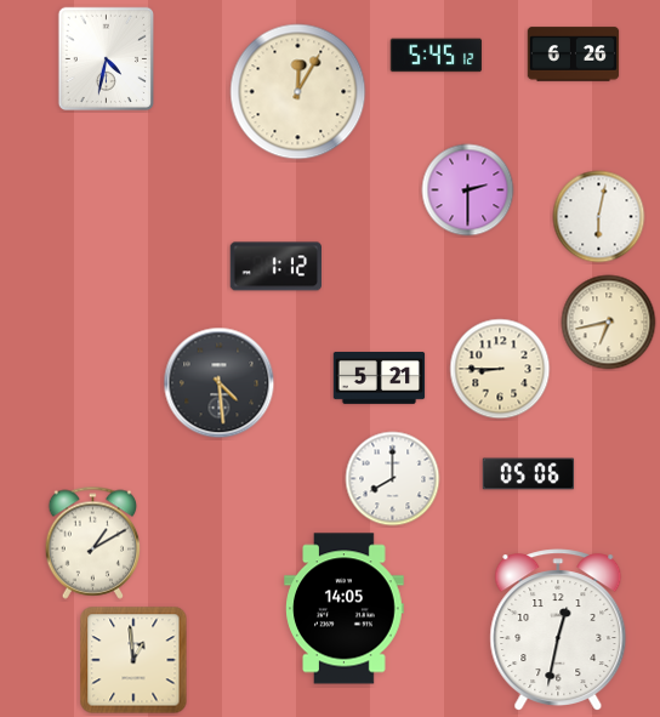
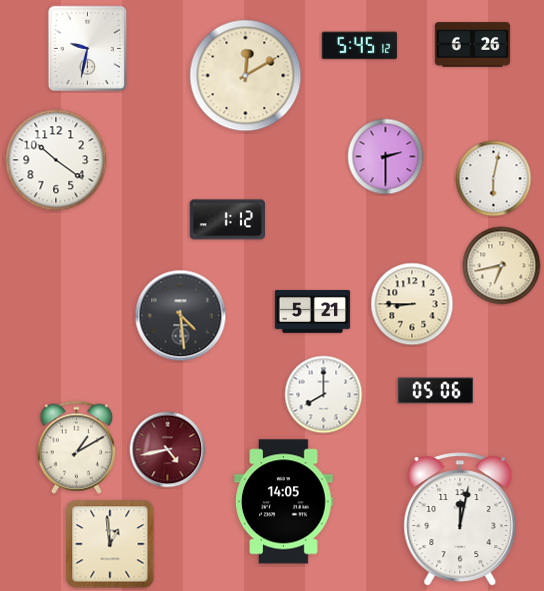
clock at (106, 58): 4:32 -> 9:32
clock at (298, 92): 12:05 -> 12:10
clock at (56, 160): none -> 10:21
clock at (168, 450): none -> 4:43
clock at (558, 630): 12:32 -> 12:02
